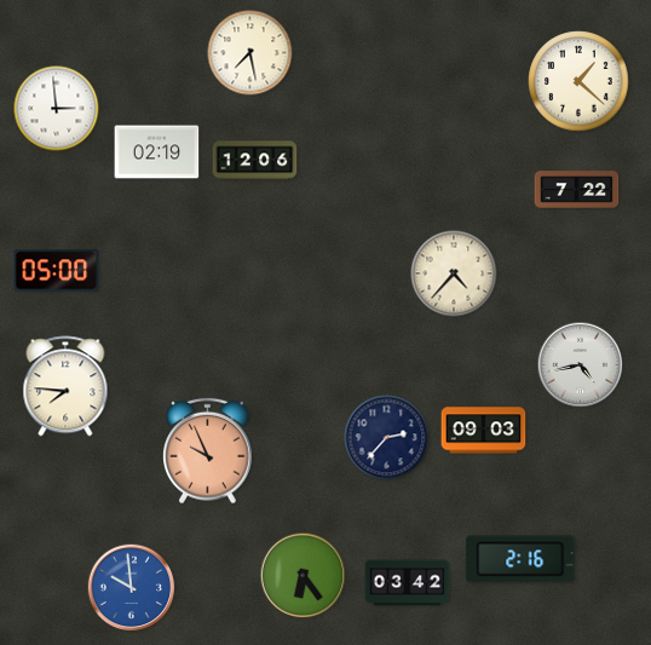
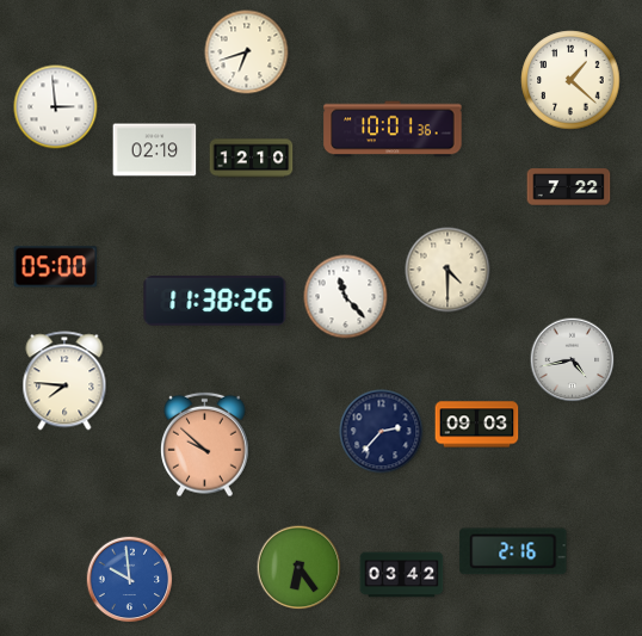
clock at (250, 53): 7:28 -> 6:42
clock at (393, 129): none -> 10:01
clock at (255, 161): 12:06 -> 12:10
clock at (454, 273): 4:37 -> 4:30
clock at (346, 297): none -> 11:23
clock at (215, 301): none -> 11:38
clock at (208, 451): 9:56 -> 9:52
